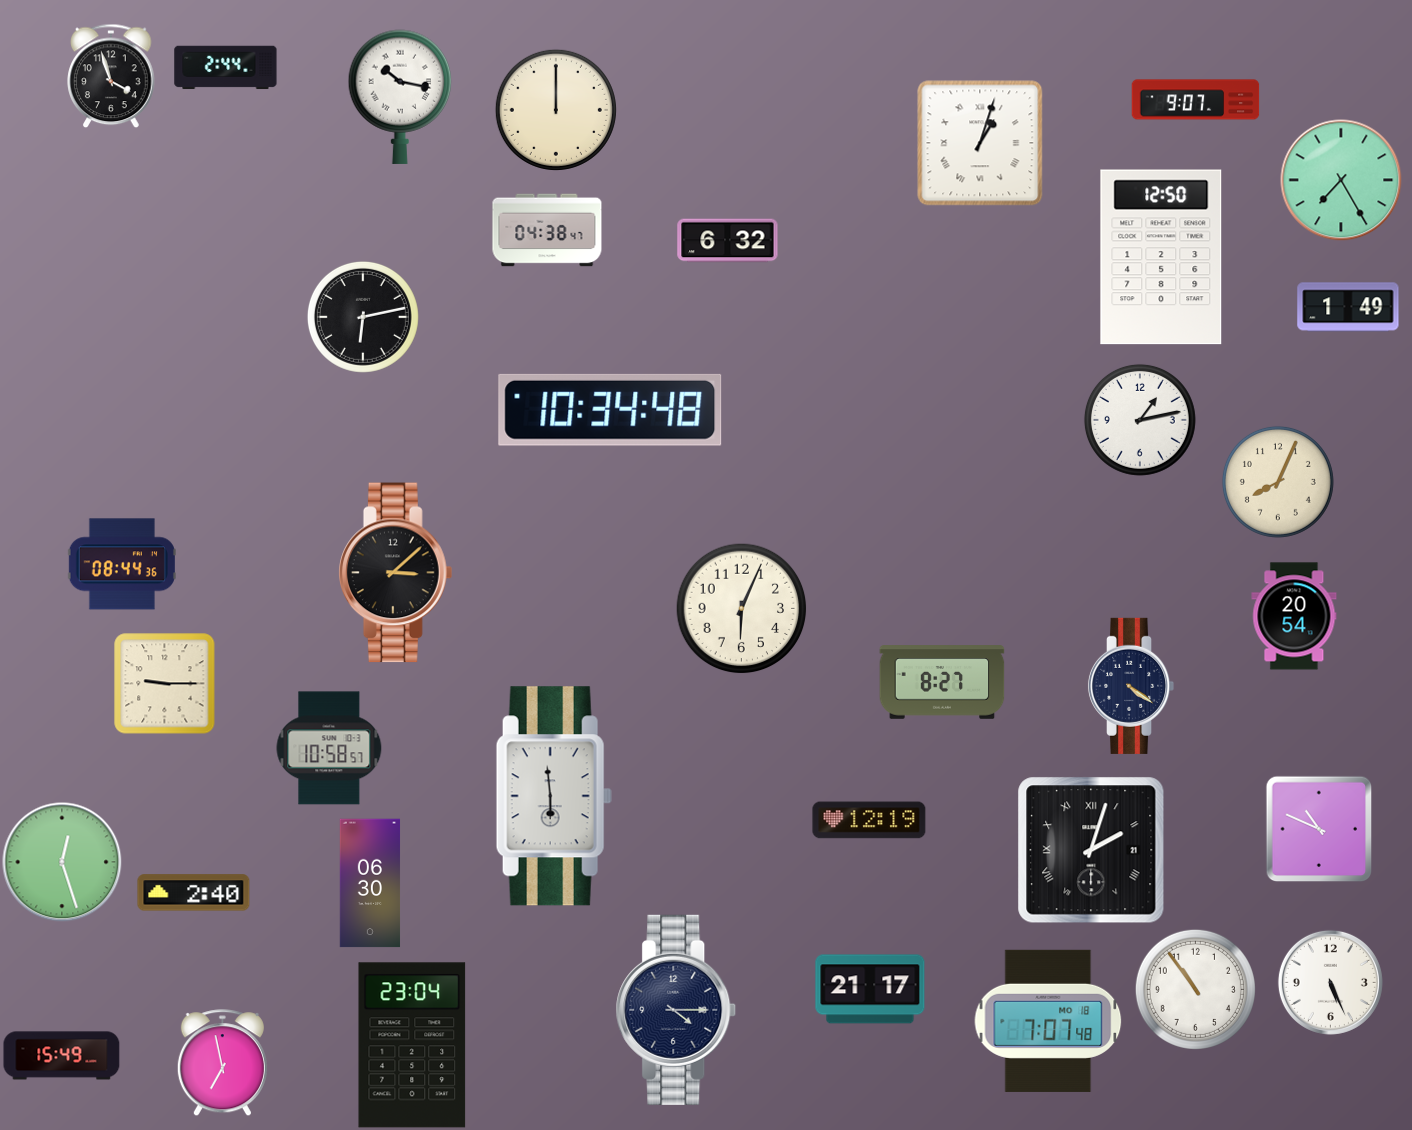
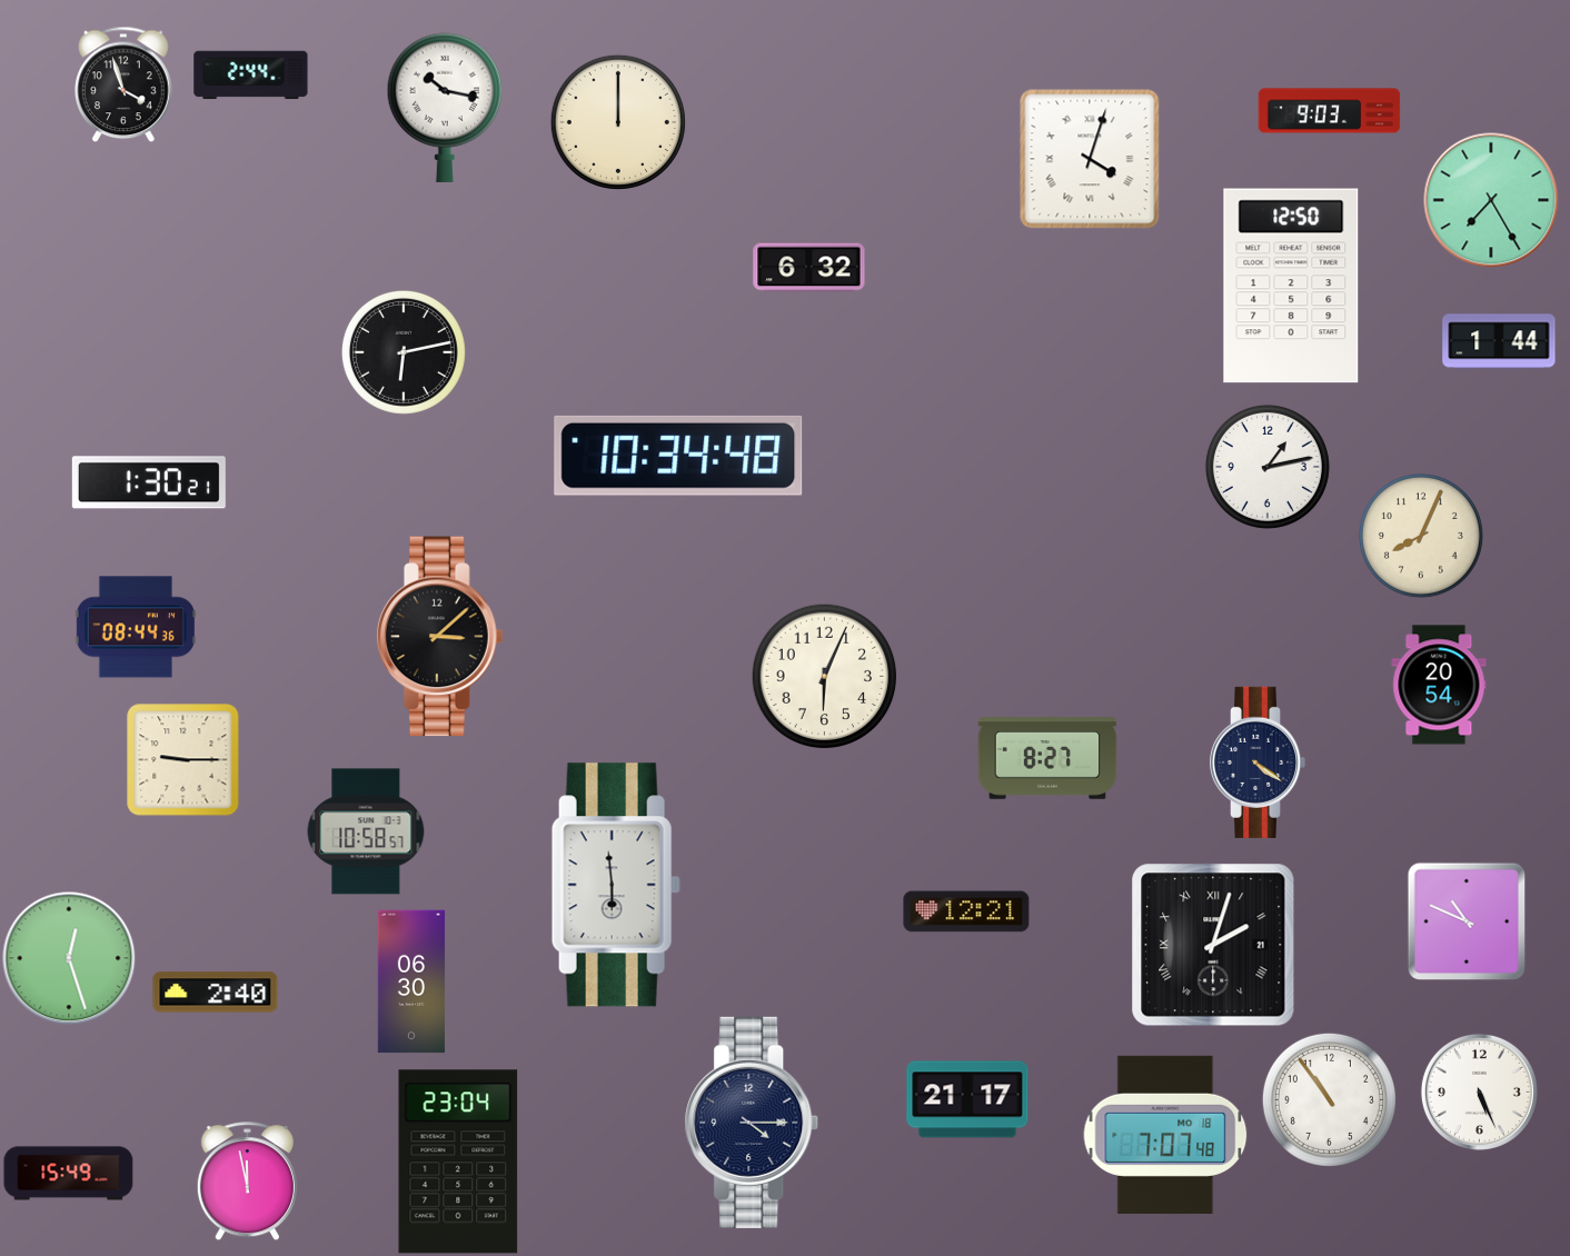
clock at (1196, 100): 9:07 -> 9:03
clock at (980, 143): 1:03 -> 4:03
clock at (547, 230): 04:38 -> none
clock at (1348, 307): 1:49 -> 1:44
clock at (149, 482): none -> 1:30
clock at (869, 820): 12:19 -> 12:21
clock at (222, 1063): 6:58 -> 11:58
